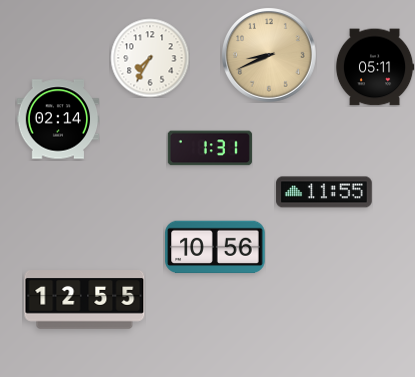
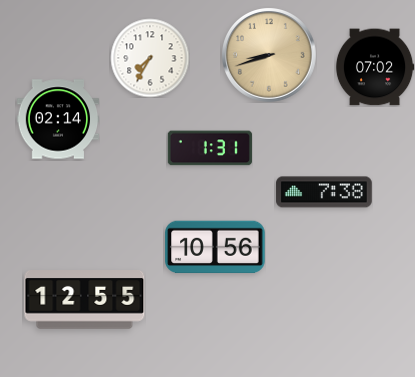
clock at (269, 55): 8:41 -> 8:42
clock at (375, 67): 05:11 -> 07:02
clock at (324, 192): 11:55 -> 7:38
